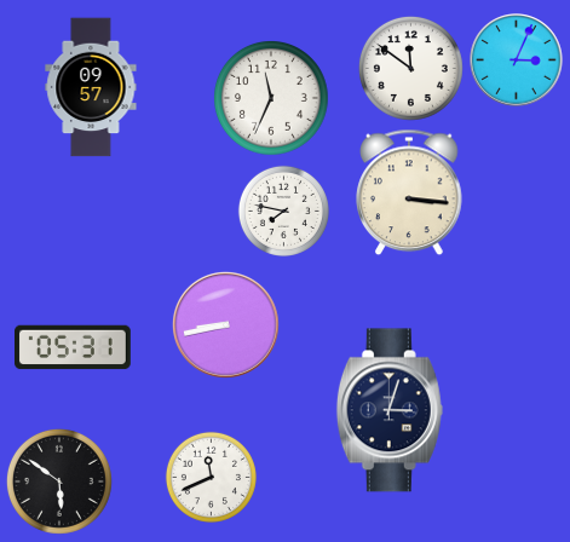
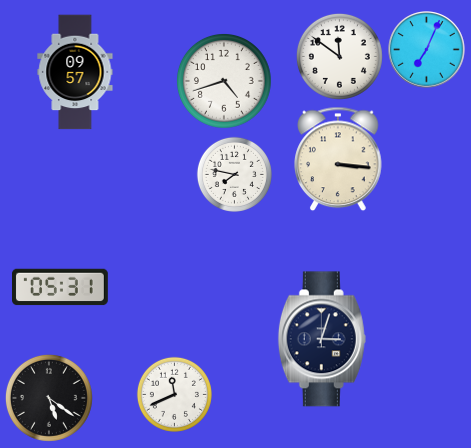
clock at (517, 60): 3:04 -> 7:04
clock at (272, 99): 11:34 -> 4:42
clock at (225, 324): 8:43 -> none
clock at (59, 482): 5:51 -> 5:21
